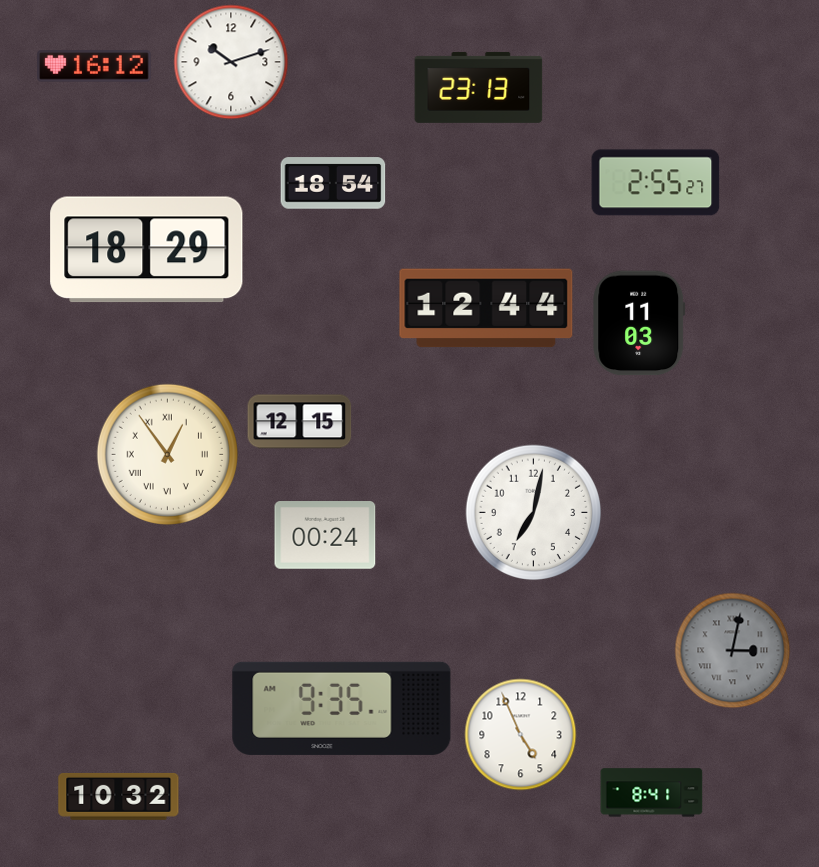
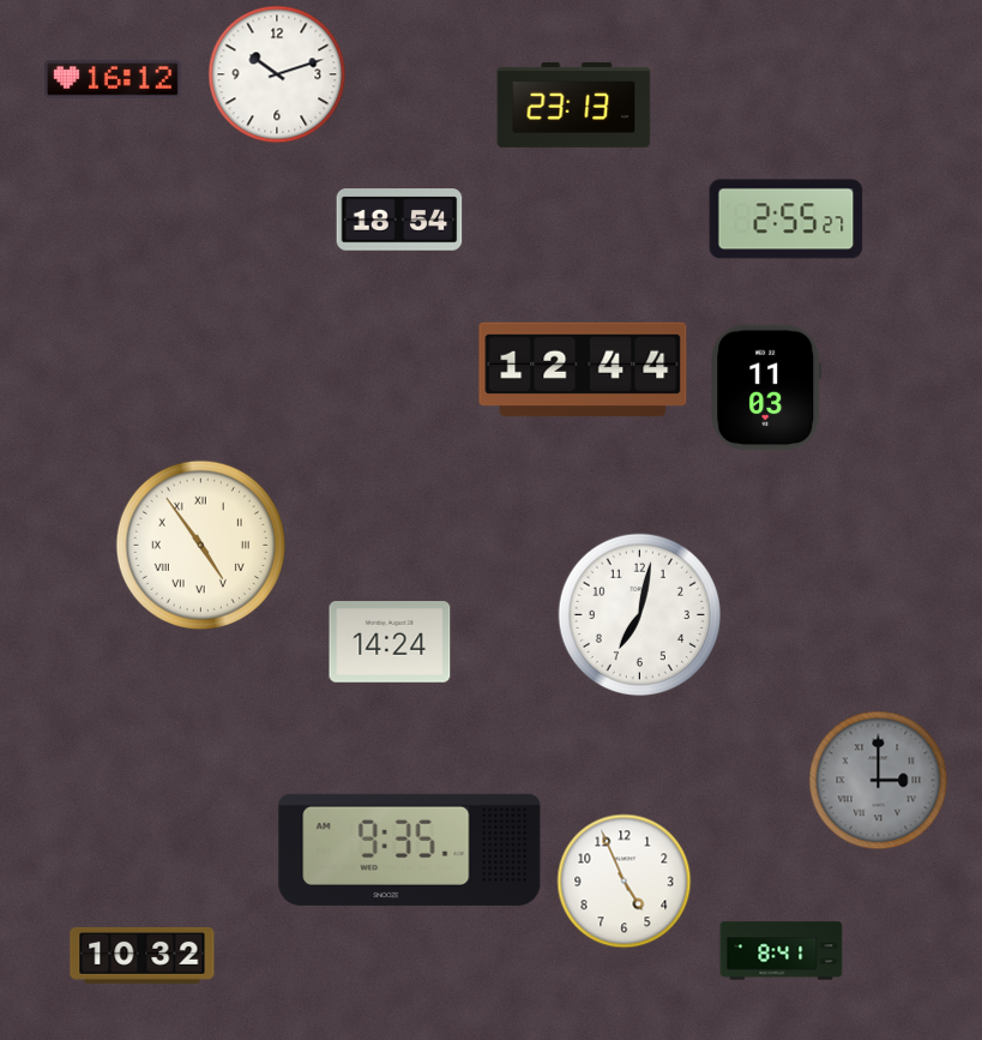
clock at (147, 250): 18:29 -> none
clock at (300, 422): 12:15 -> none
clock at (167, 454): 12:54 -> 4:54
clock at (325, 536): 00:24 -> 14:24
clock at (733, 651): 3:02 -> 3:00
